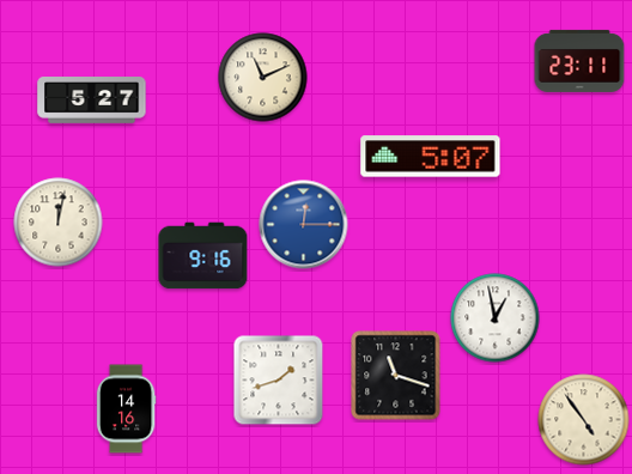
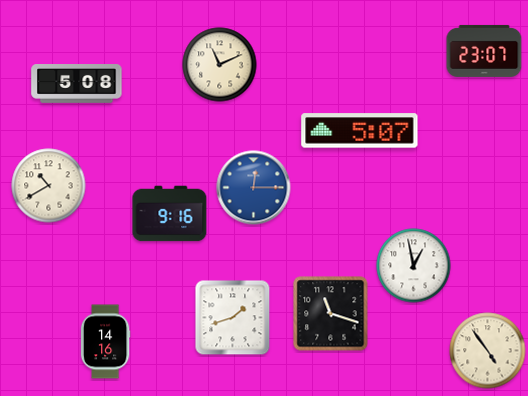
clock at (579, 61): 23:11 -> 23:07
clock at (92, 101): 5:27 -> 5:08
clock at (59, 223): 12:02 -> 10:40
